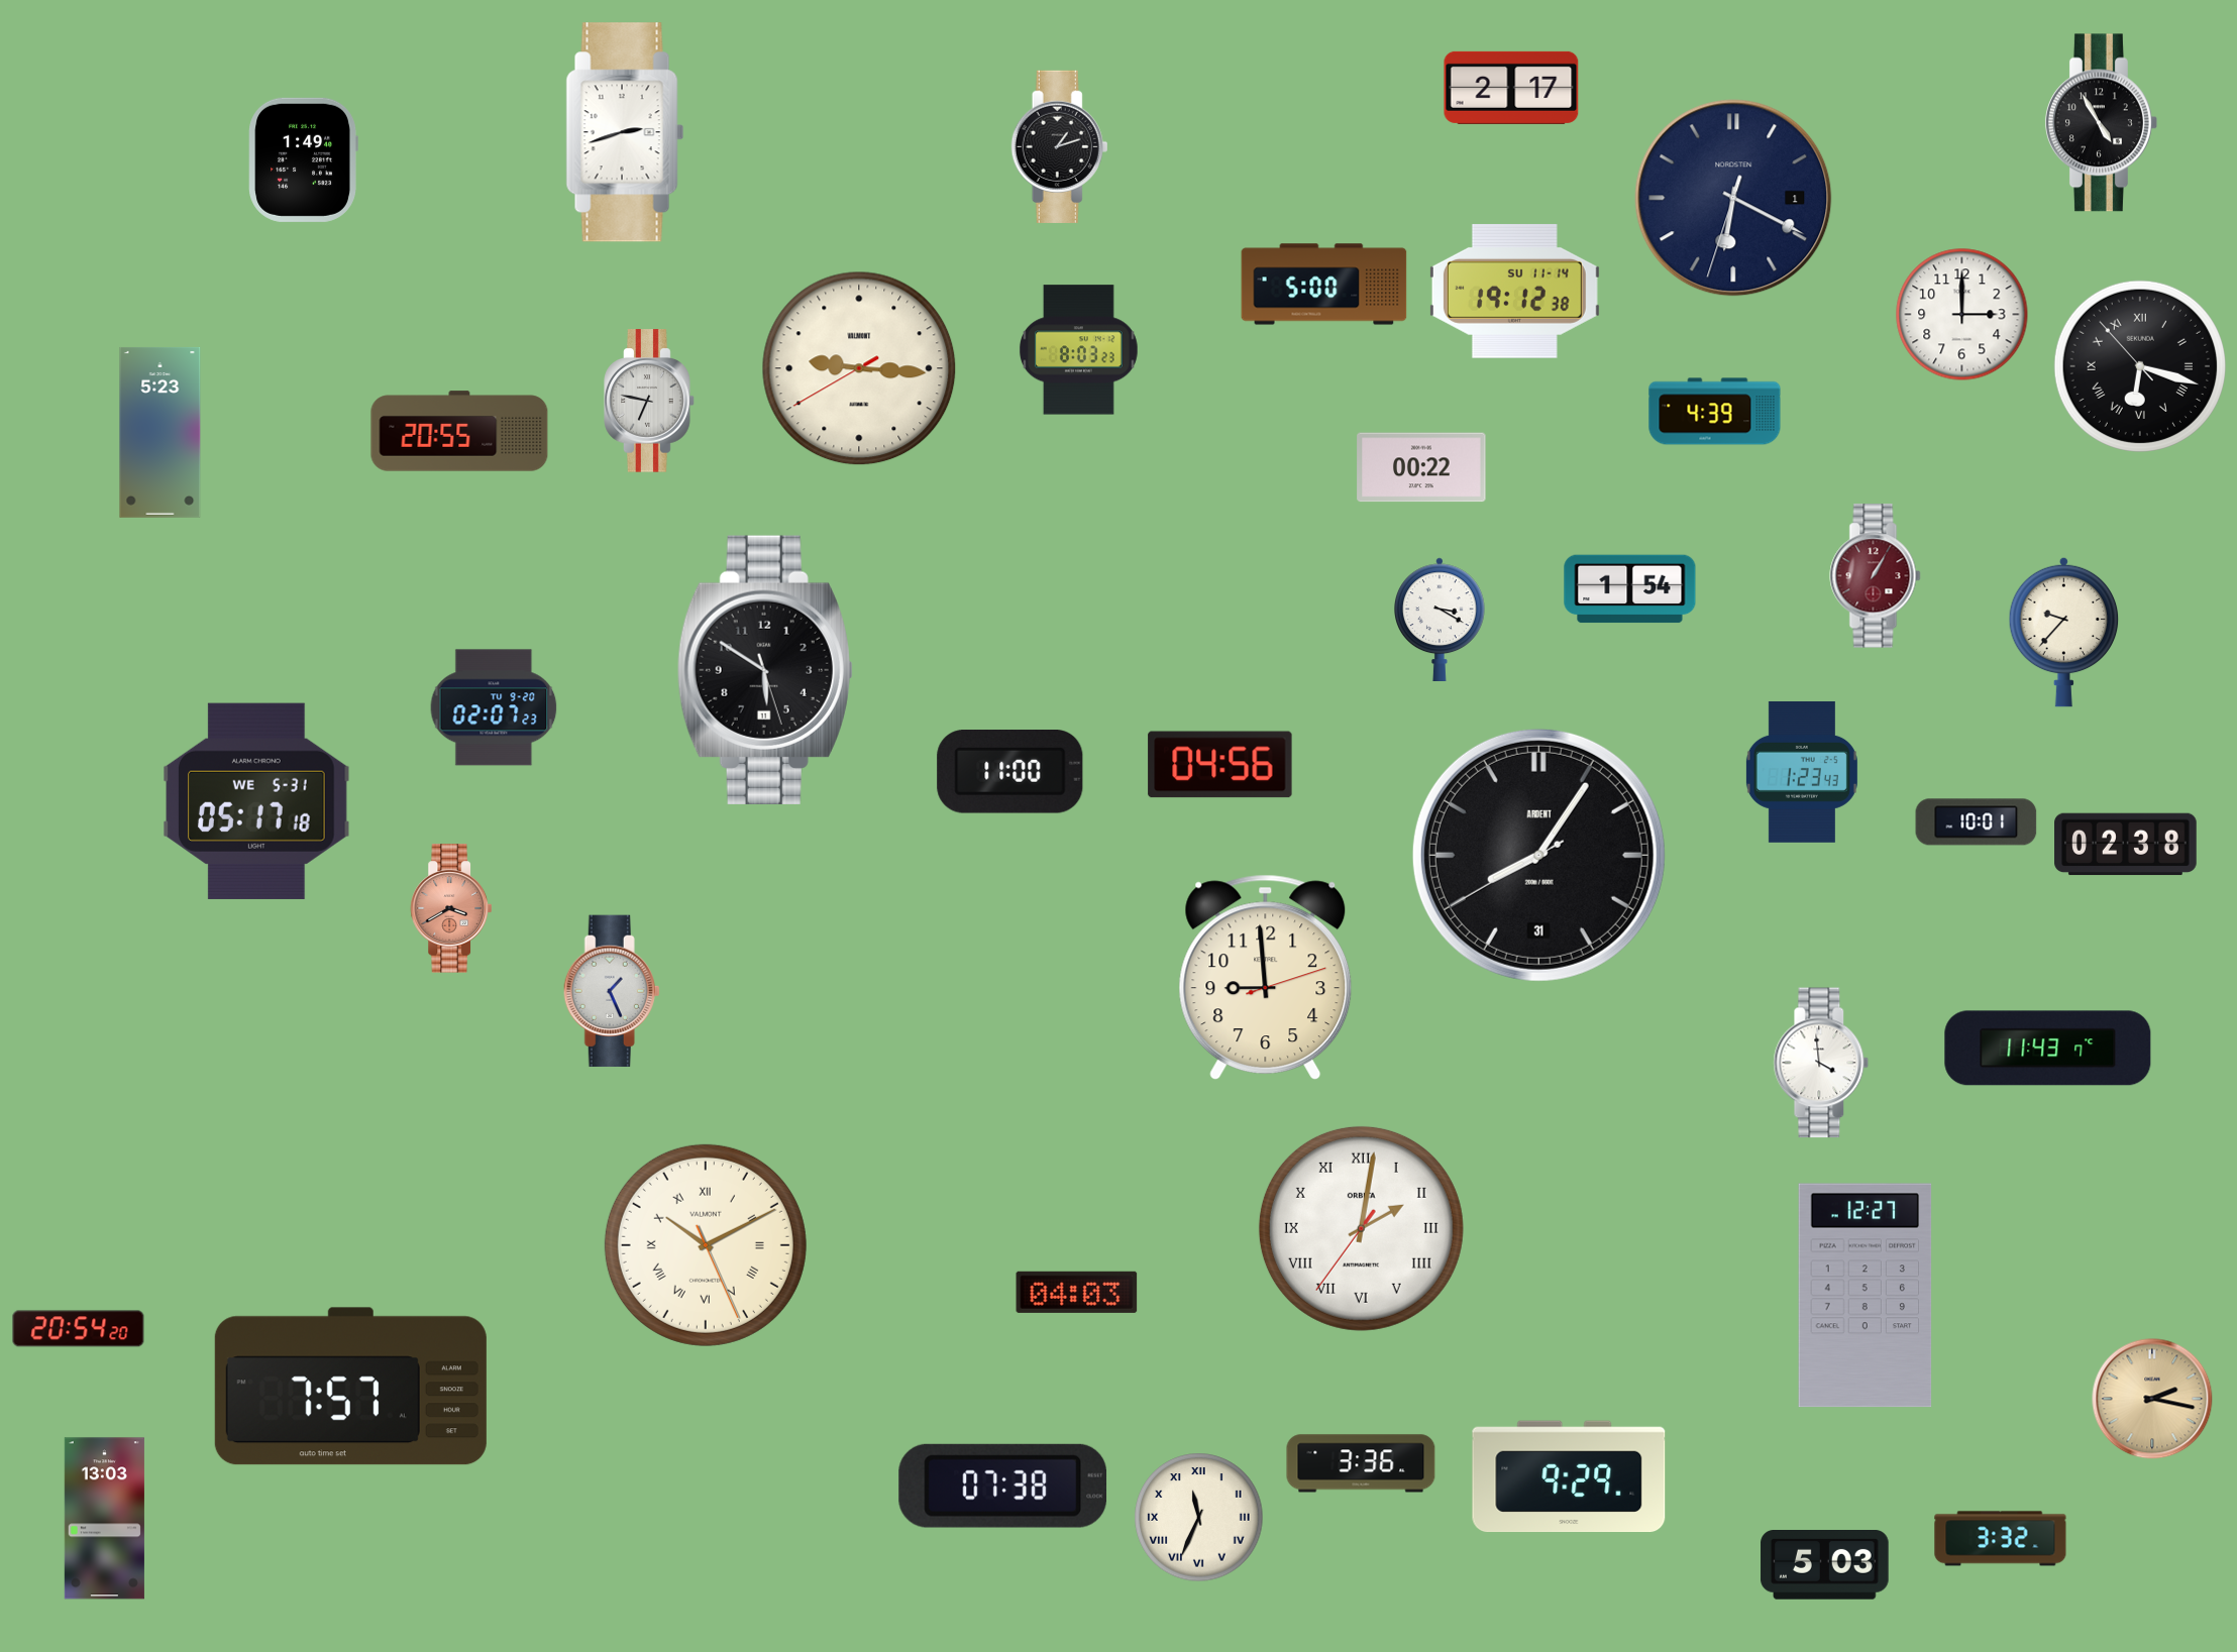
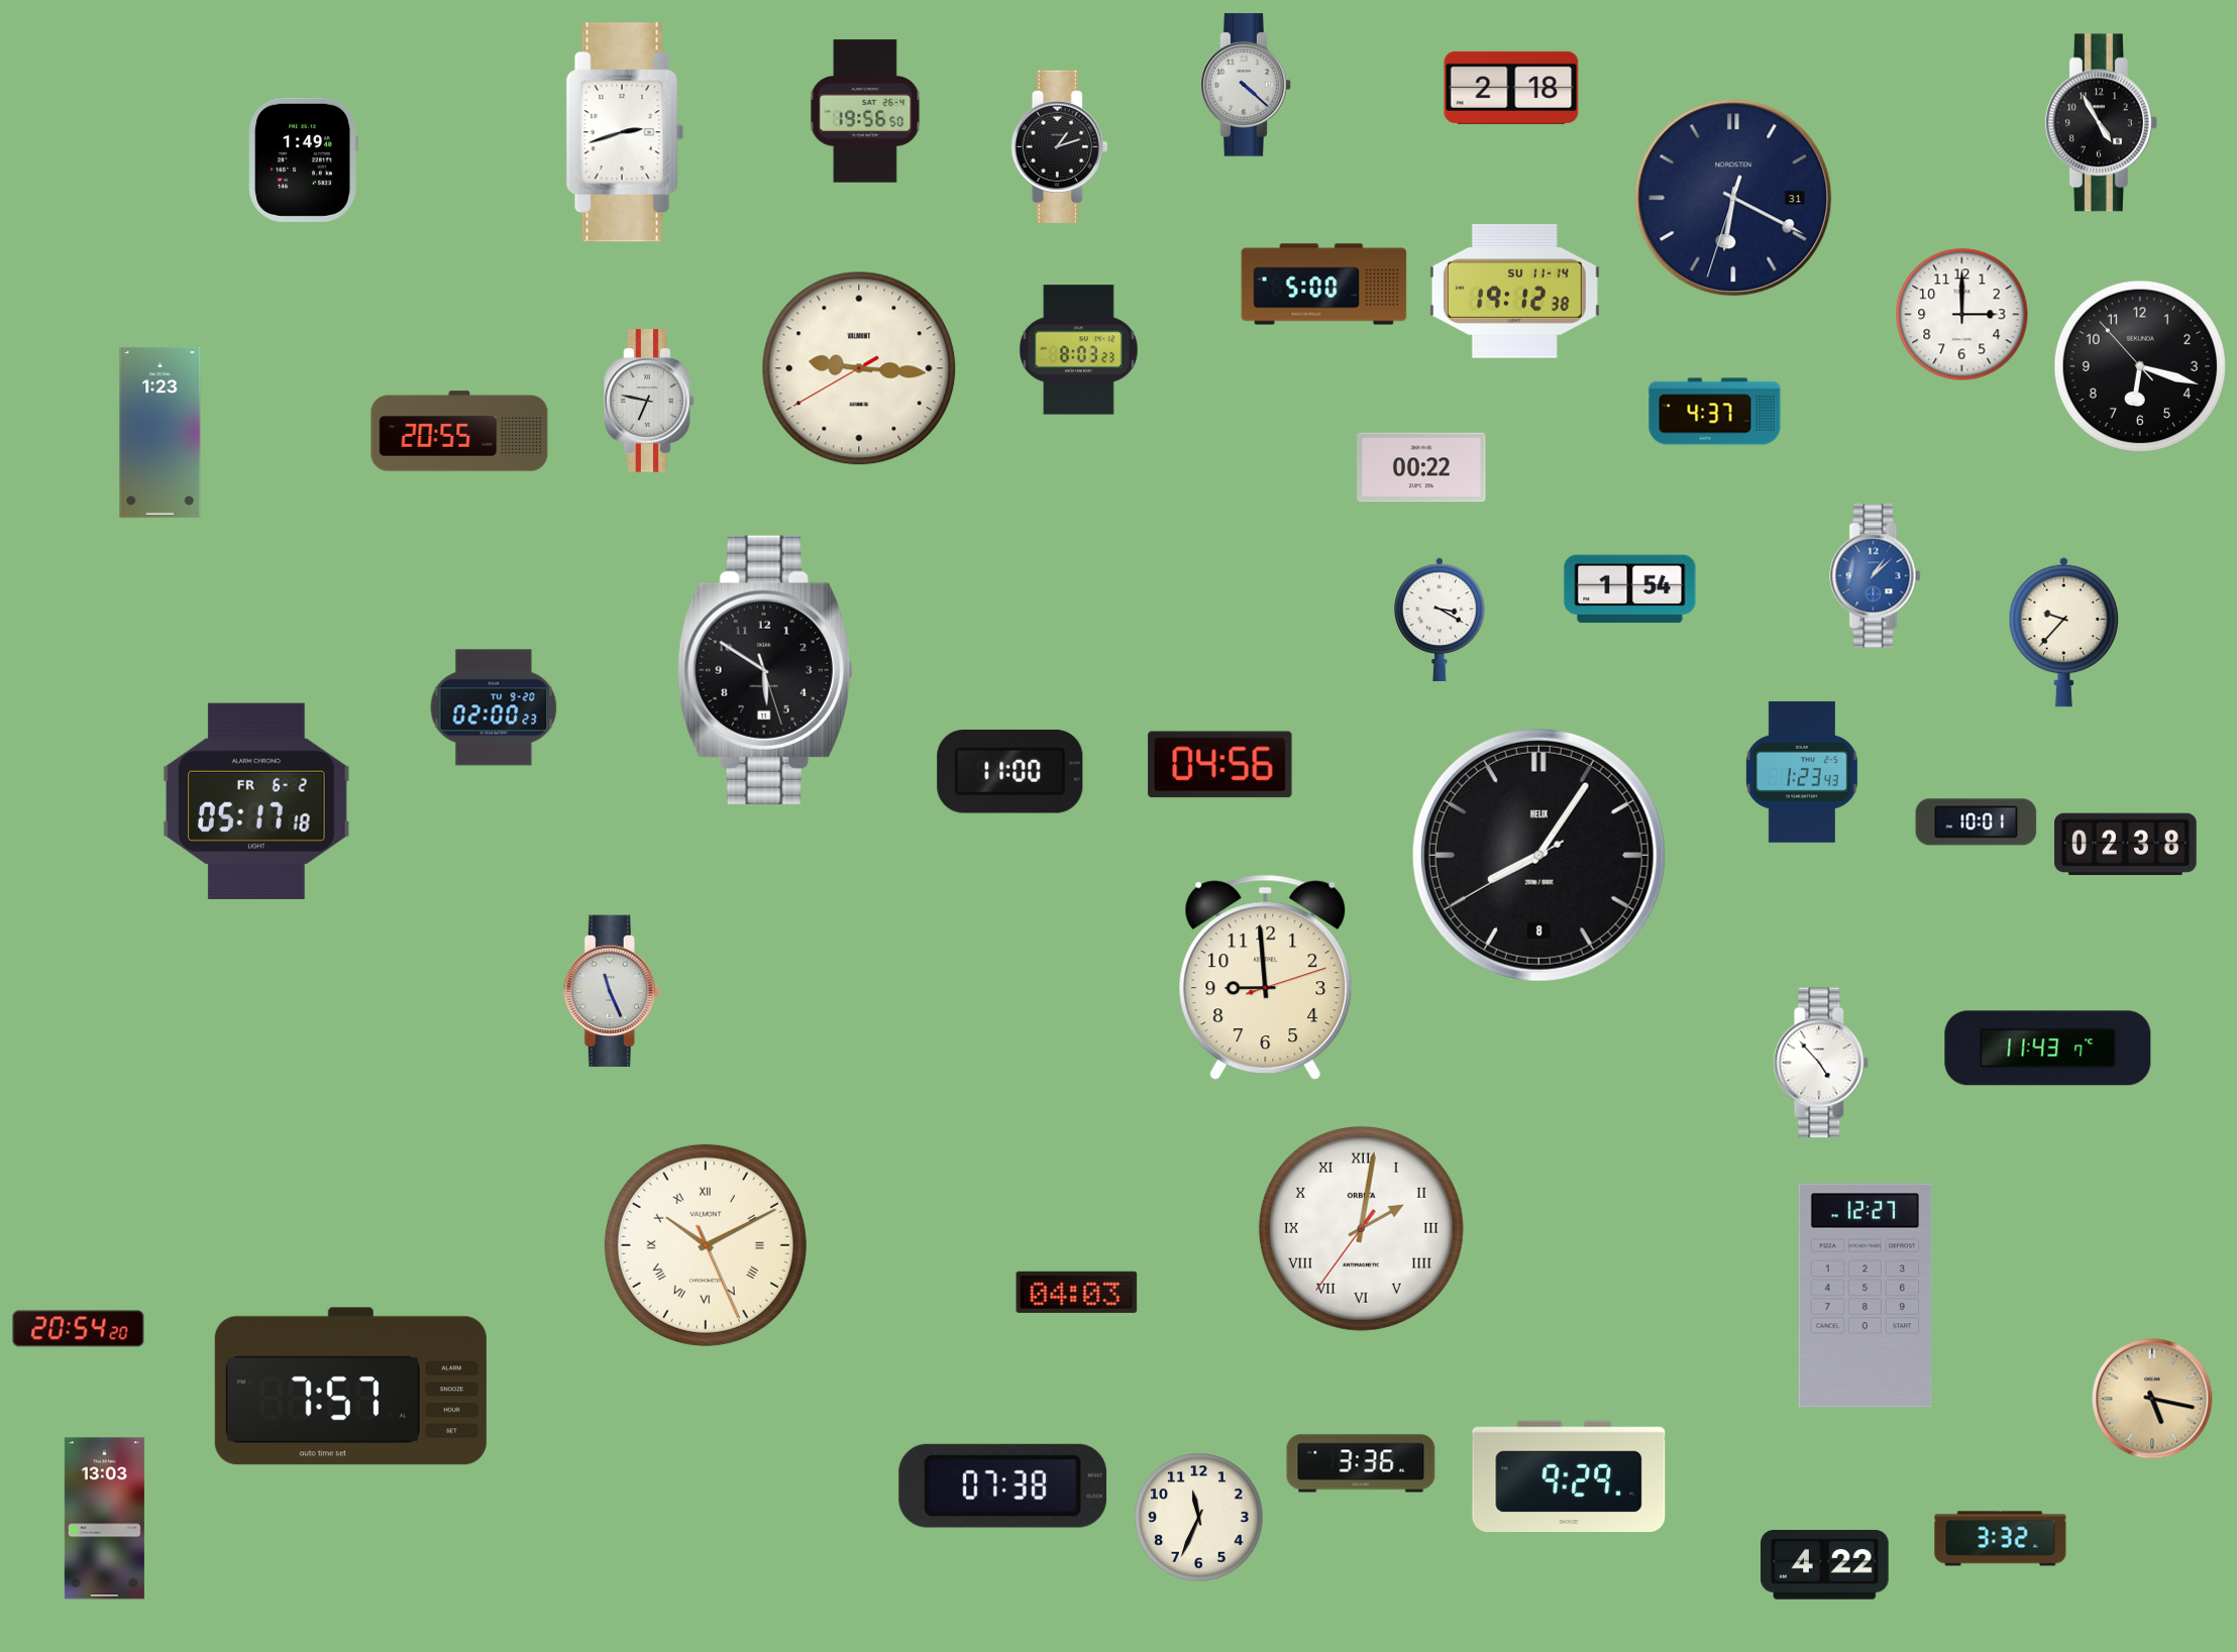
clock at (1246, 85): none -> 4:22
clock at (1511, 88): 2:17 -> 2:18
clock at (865, 111): none -> 19:56
clock at (1733, 198) date: 1 -> 31
clock at (2140, 366) numerals: Roman -> Arabic
clock at (1715, 412): 4:39 -> 4:37
clock at (161, 432): 5:23 -> 1:23
clock at (1876, 576): 1:05 -> 1:08
clock at (1876, 576) dial: burgundy -> blue
clock at (494, 707): 02:07 -> 02:00
clock at (256, 801) date: WE 5-31 -> FR 6-2
clock at (1538, 855) date: 31 -> 8
clock at (1538, 855) brand: ARDENT -> HELIX
clock at (451, 908): 3:40 -> none
clock at (612, 991): 1:26 -> 11:26
clock at (1821, 1063): 3:59 -> 4:53
clock at (2152, 1399): 2:17 -> 5:17
clock at (1199, 1518) numerals: Roman -> Arabic
clock at (1825, 1565): 5:03 -> 4:22
